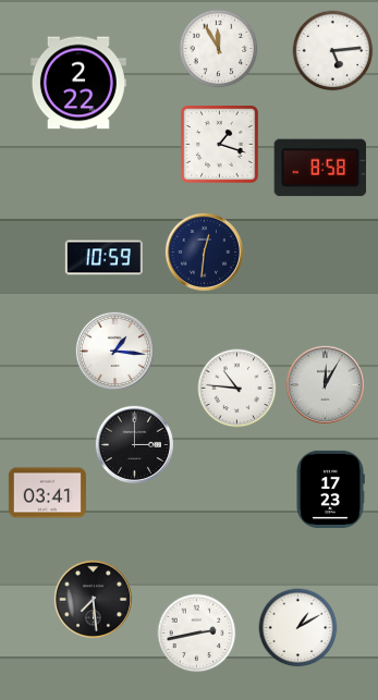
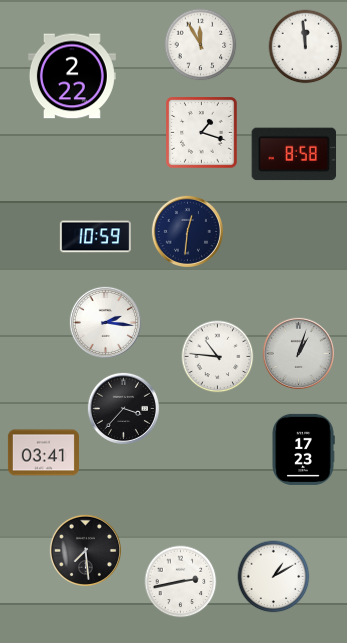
clock at (333, 51): 5:14 -> 11:59
clock at (114, 351): 1:16 -> 2:16
clock at (325, 384): 12:05 -> 1:03
clock at (134, 444): 3:00 -> 3:37
